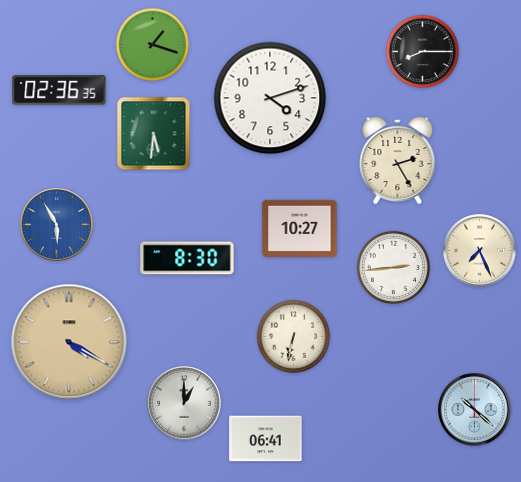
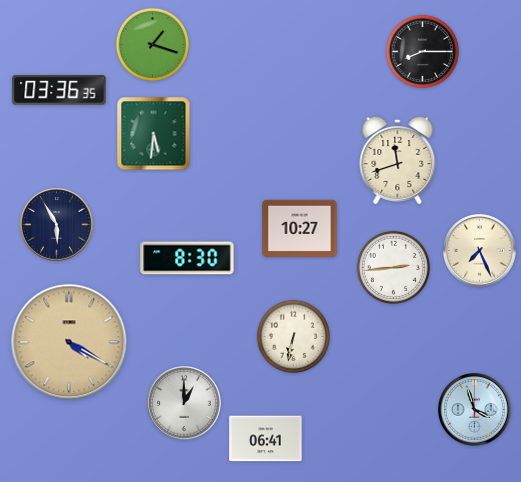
clock at (59, 90): 02:36 -> 03:36
clock at (270, 98): 4:12 -> none
clock at (398, 160): 2:25 -> 11:42
clock at (57, 225) dial: blue -> navy
clock at (475, 410): 10:22 -> 3:57
